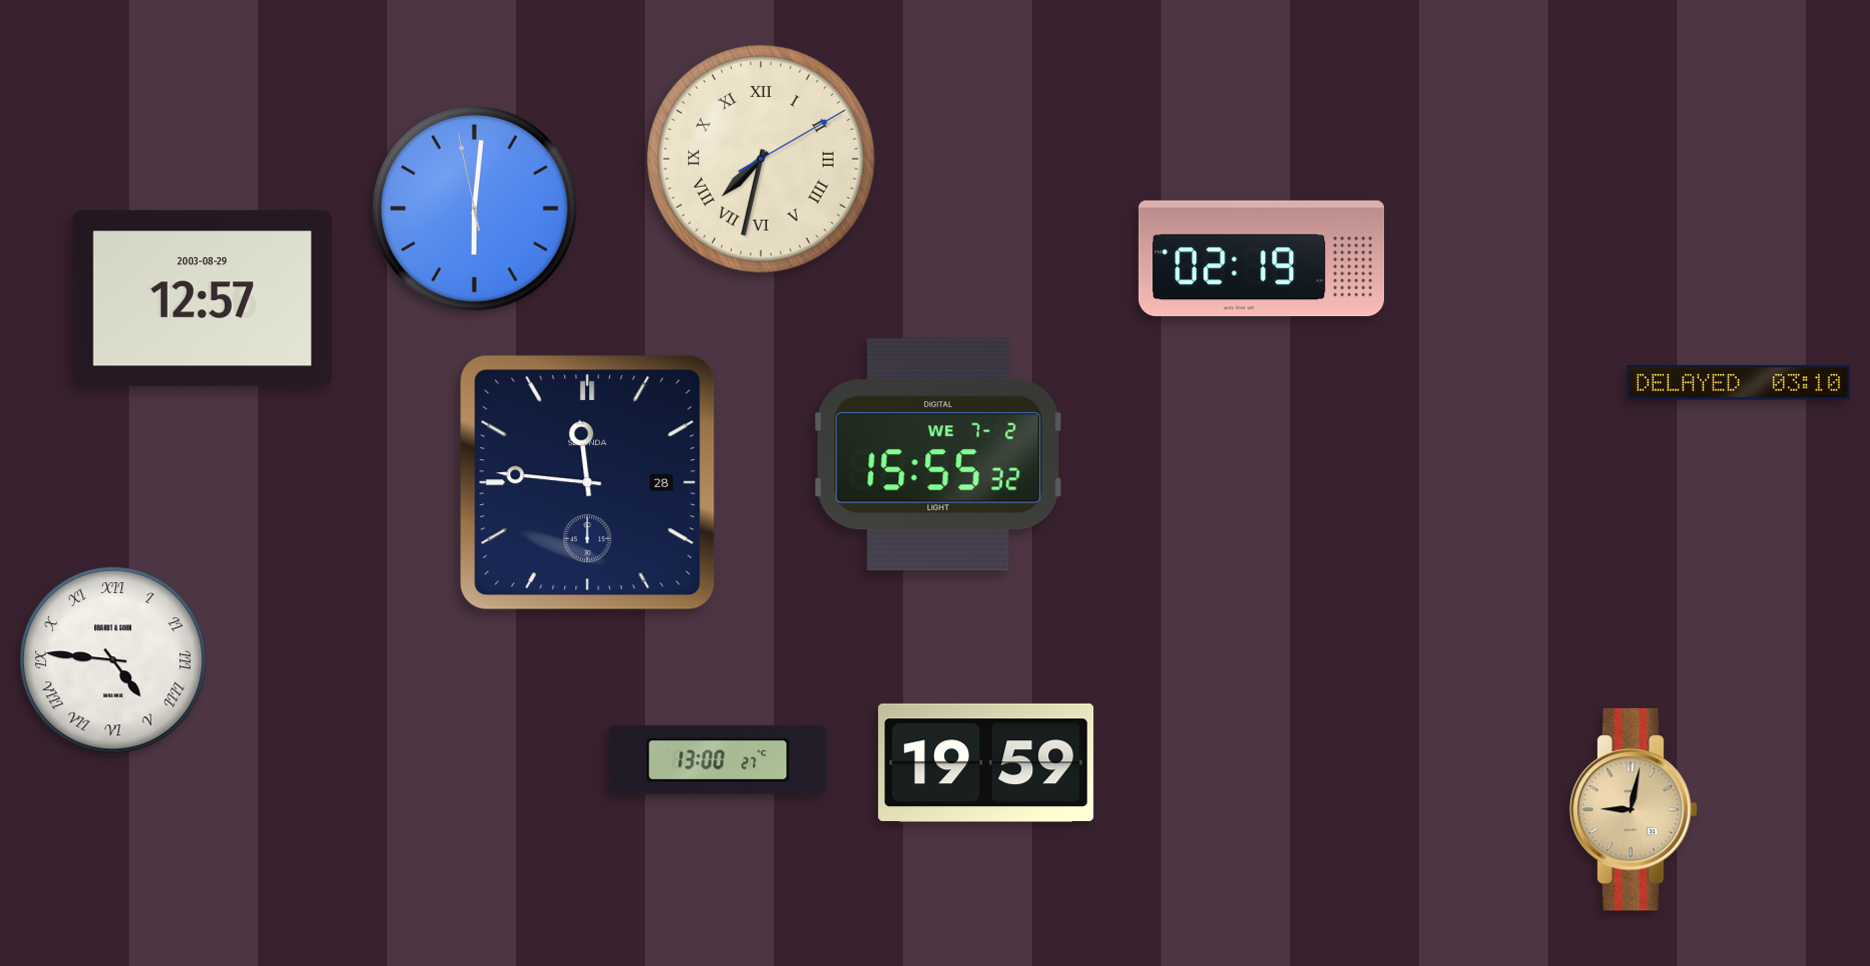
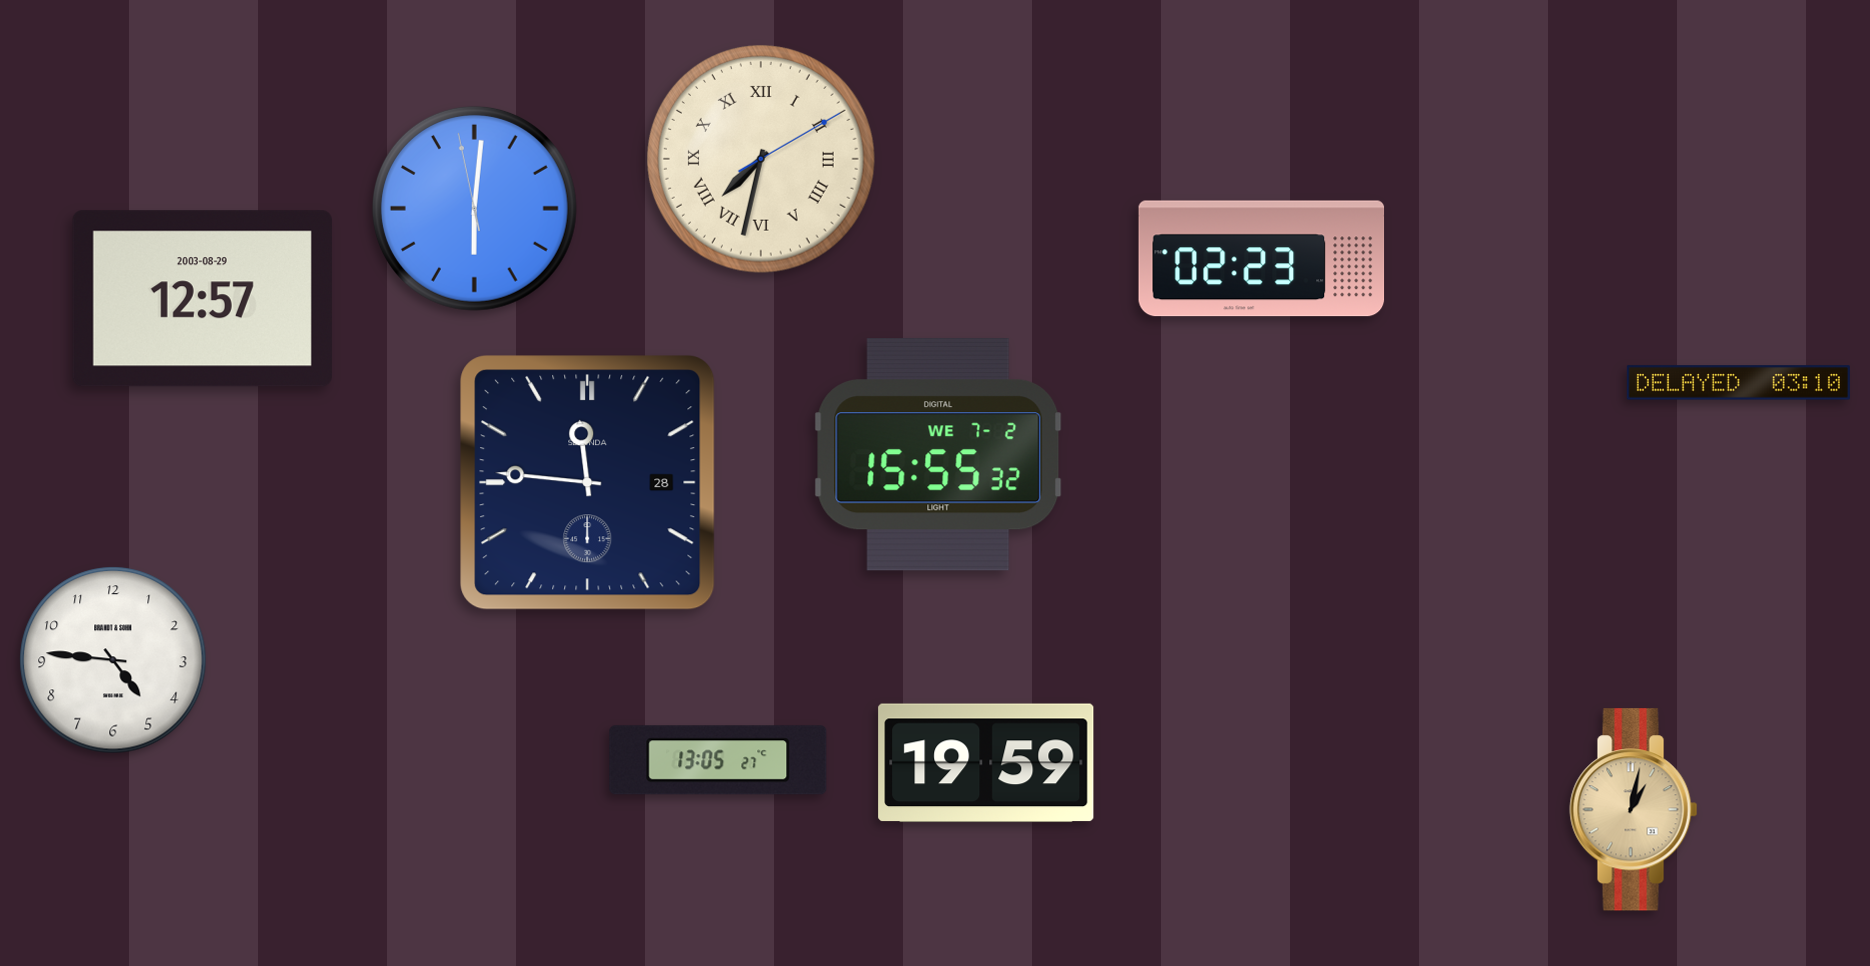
clock at (1262, 259): 02:19 -> 02:23
clock at (113, 660) numerals: Roman -> Arabic
clock at (718, 760): 13:00 -> 13:05
clock at (1634, 810): 9:02 -> 1:02
